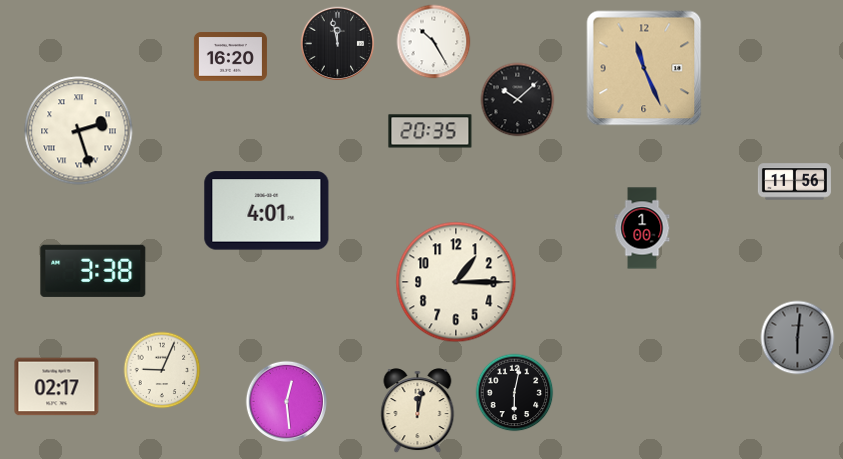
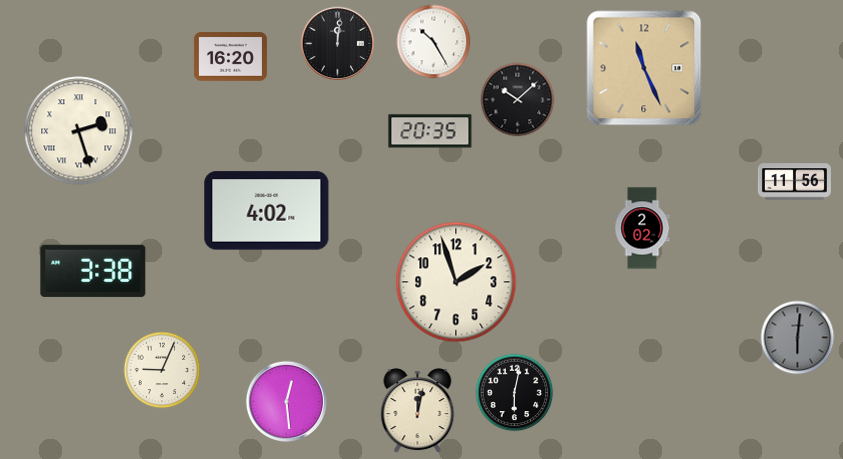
clock at (338, 44): 11:58 -> 12:01
clock at (267, 211): 4:01 -> 4:02
clock at (642, 228): 1:00 -> 2:02
clock at (456, 282): 1:15 -> 1:57
clock at (57, 387): 02:17 -> none
